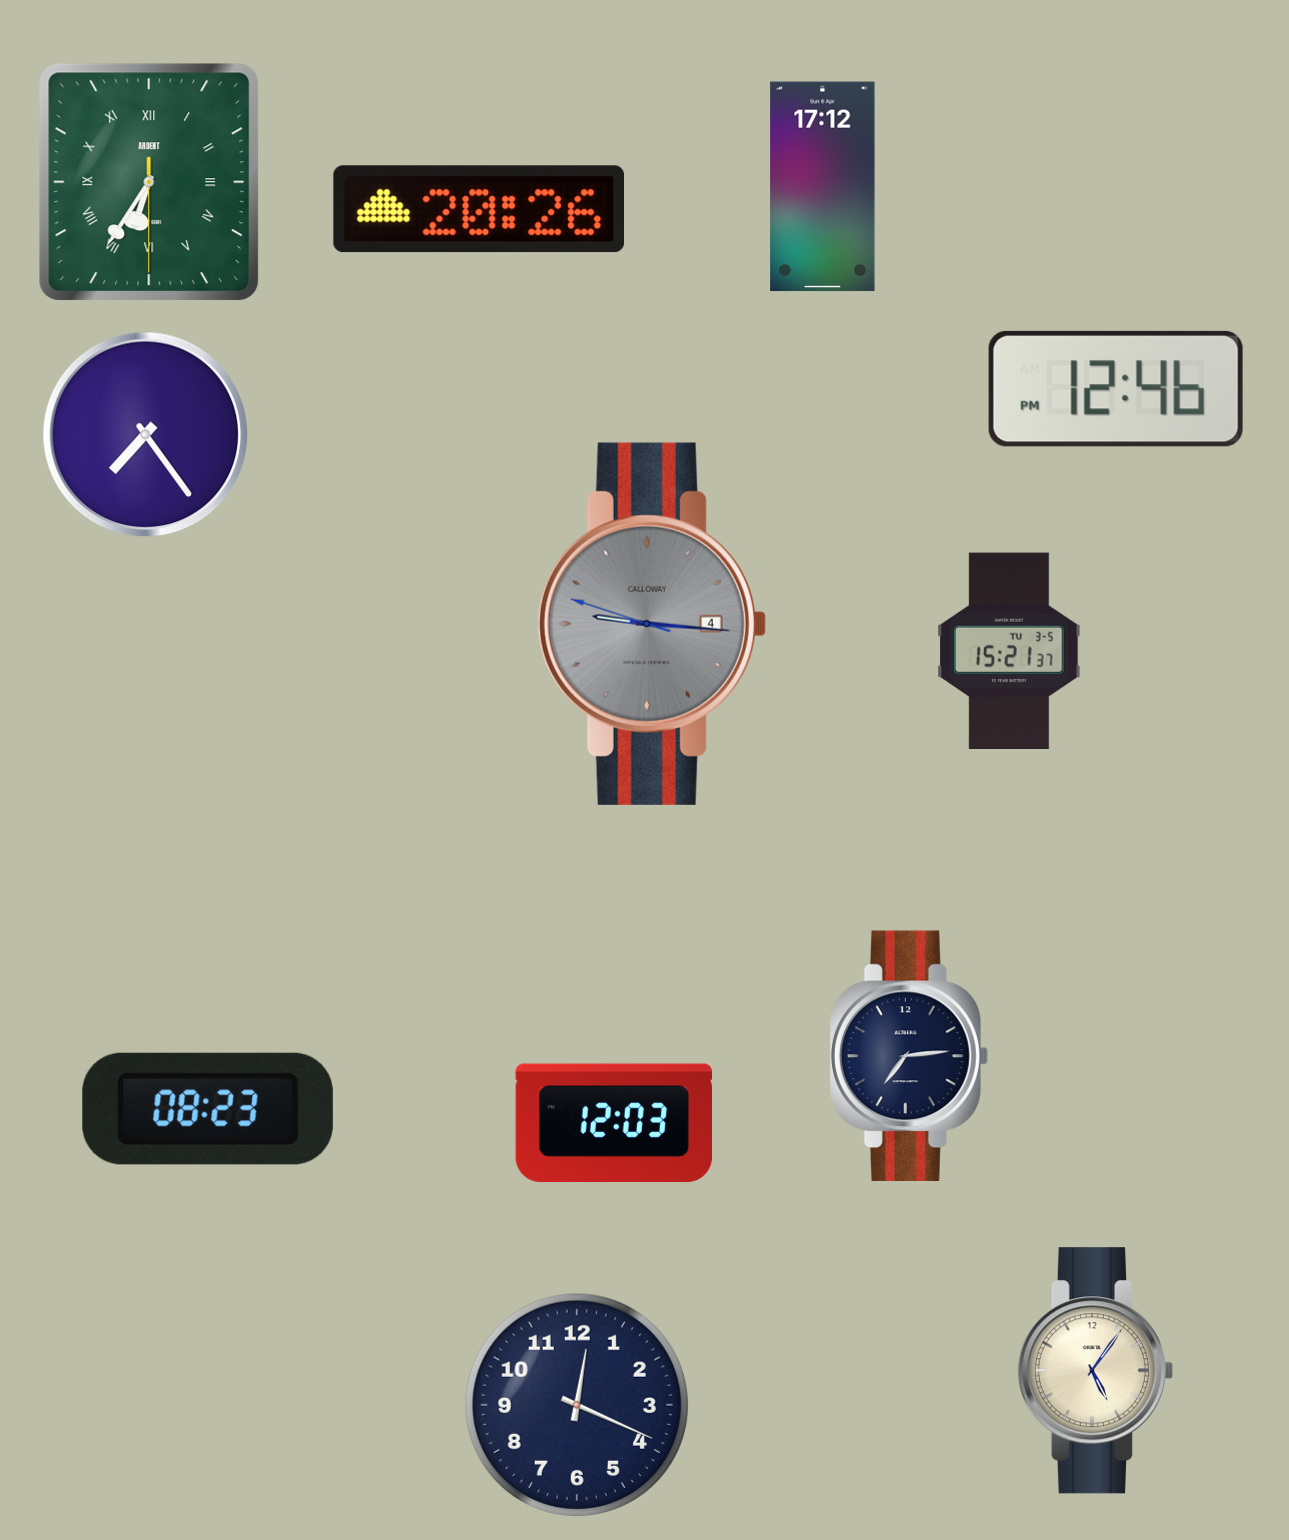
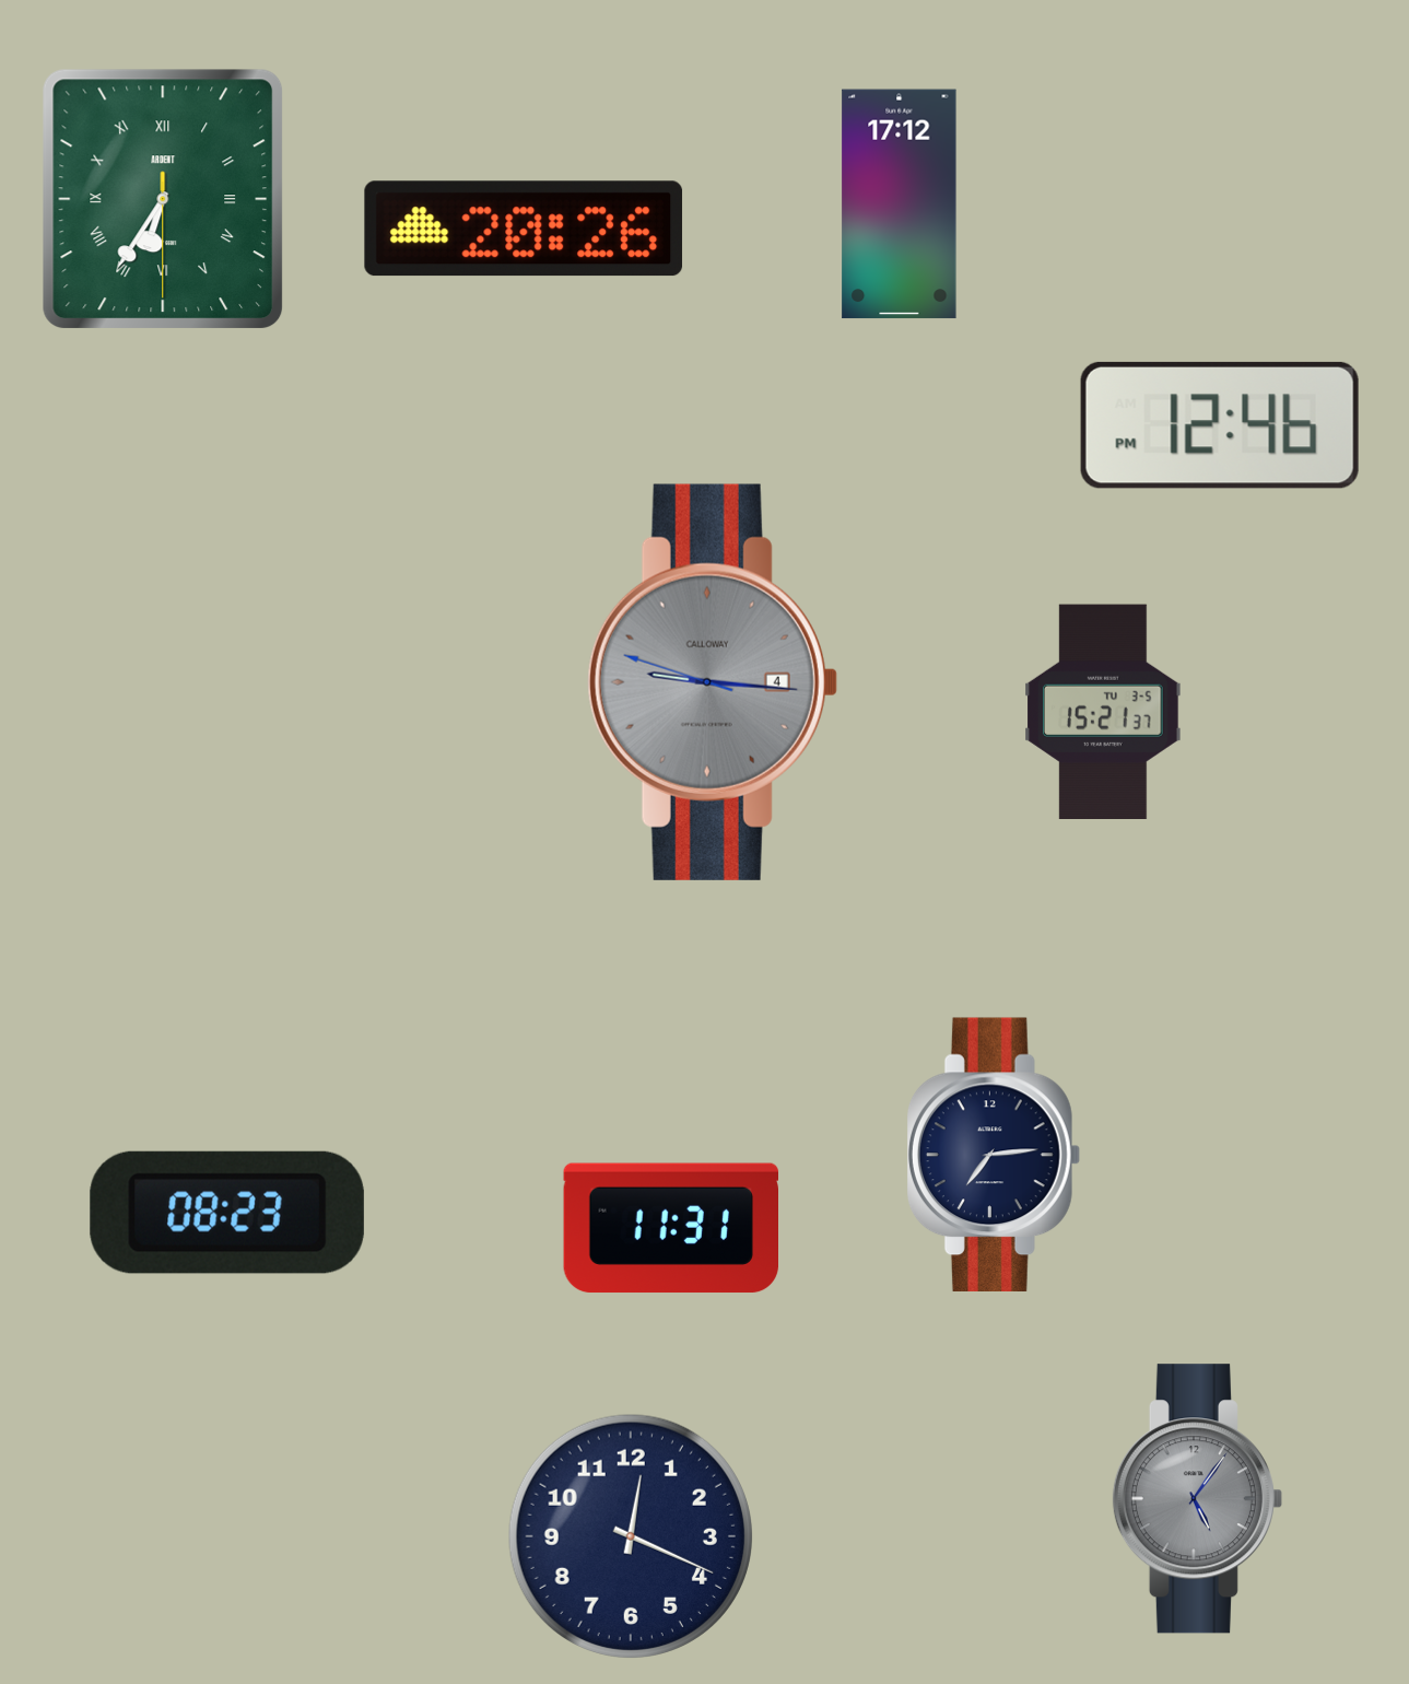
clock at (146, 435): 7:24 -> none
clock at (613, 1123): 12:03 -> 11:31
clock at (1095, 1371) dial: cream -> grey
